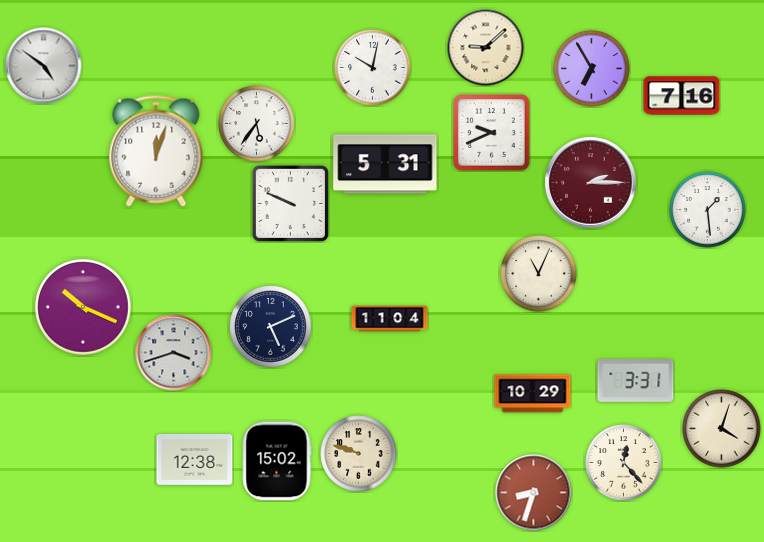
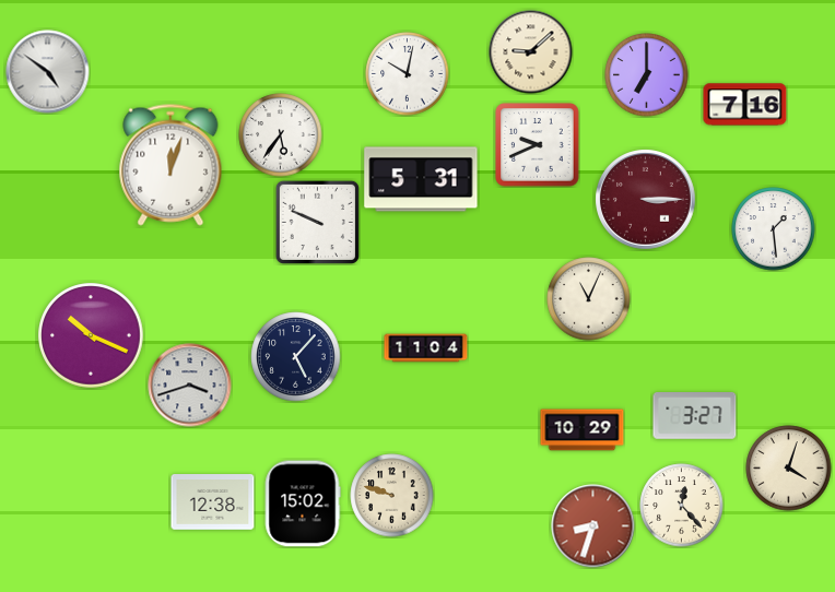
clock at (592, 69): 6:55 -> 7:00
clock at (591, 183): 2:15 -> 3:15
clock at (271, 327): 5:11 -> 5:07
clock at (636, 381): 3:31 -> 3:27
clock at (534, 493) position: (534, 493) -> (593, 526)
